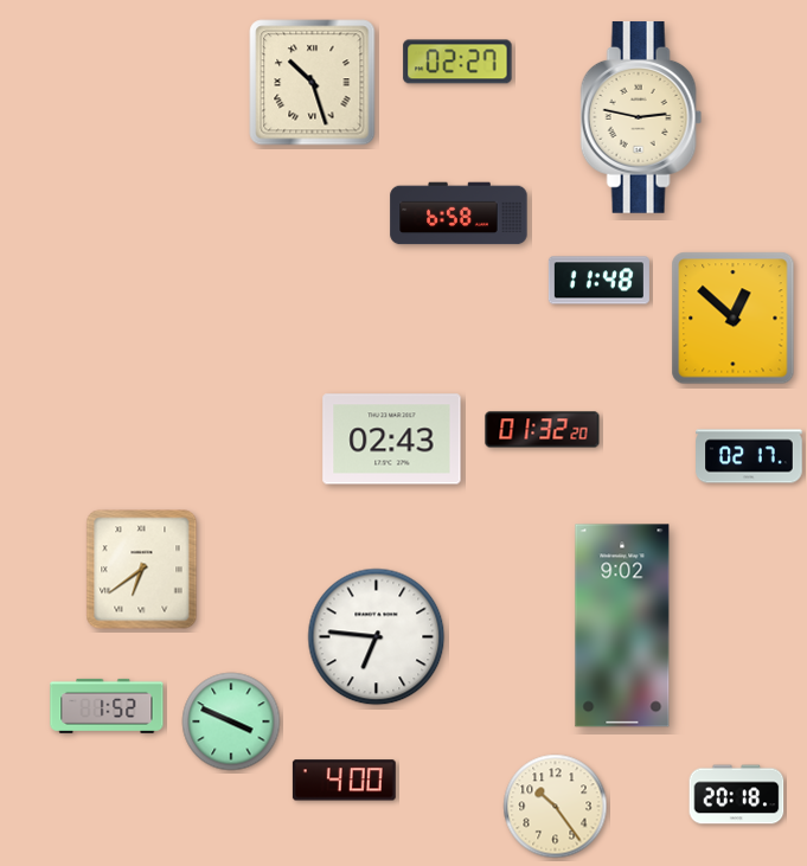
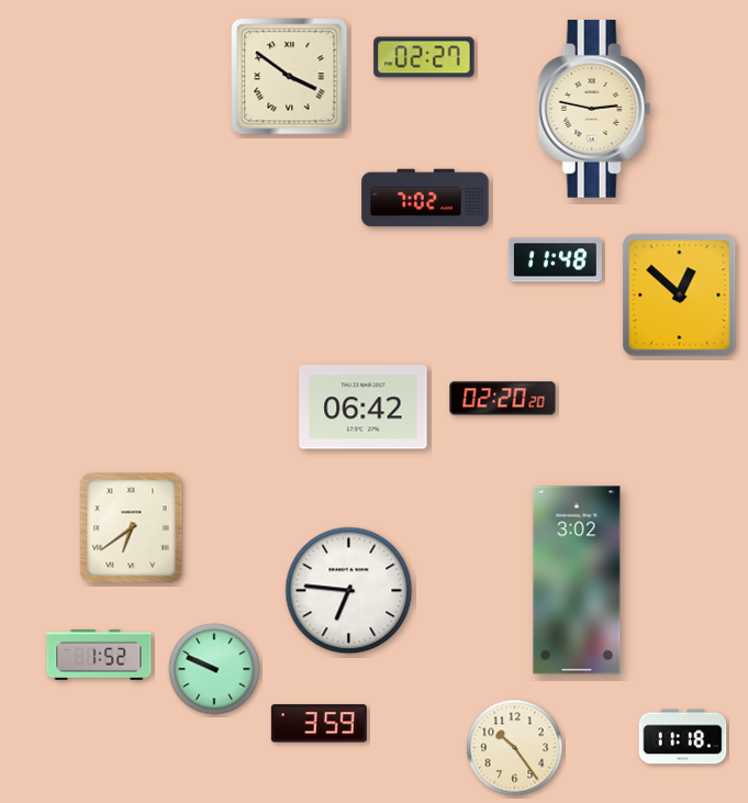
clock at (313, 83): 10:27 -> 3:51
clock at (459, 213): 6:58 -> 7:02
clock at (543, 430): 01:32 -> 02:20
clock at (392, 440): 02:43 -> 06:42
clock at (749, 456): 02:17 -> none
clock at (622, 626): 9:02 -> 3:02
clock at (231, 721): 3:49 -> 9:49
clock at (344, 781): 4:00 -> 3:59
clock at (737, 795): 20:18 -> 11:18
